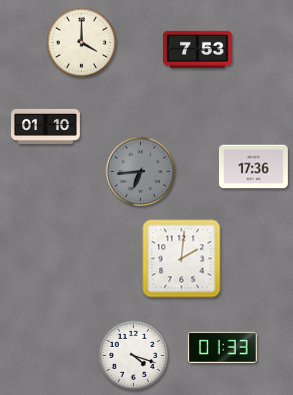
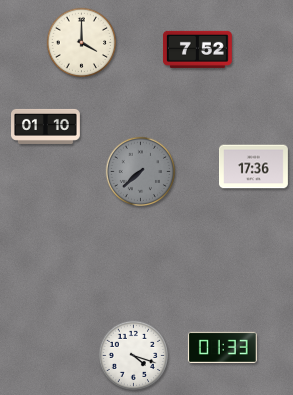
clock at (197, 49): 7:53 -> 7:52
clock at (140, 171): 6:44 -> 7:38
clock at (182, 259): 2:01 -> none
